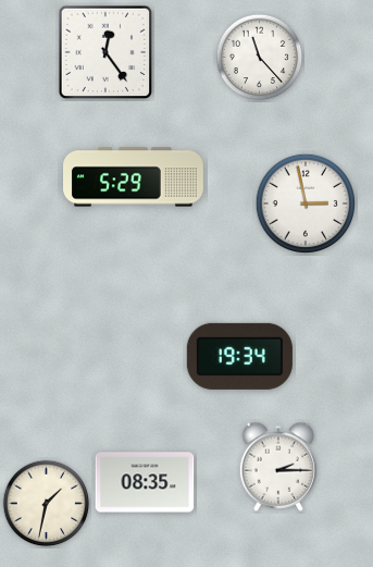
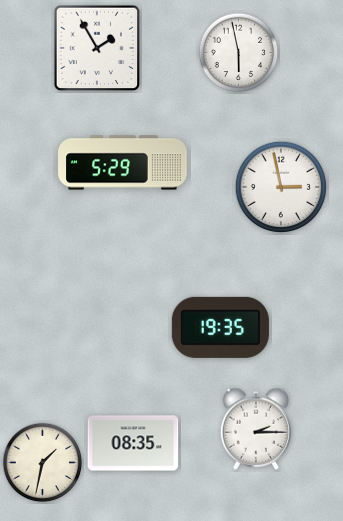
clock at (105, 52): 12:24 -> 1:55
clock at (260, 58): 11:23 -> 5:58
clock at (239, 356): 19:34 -> 19:35
